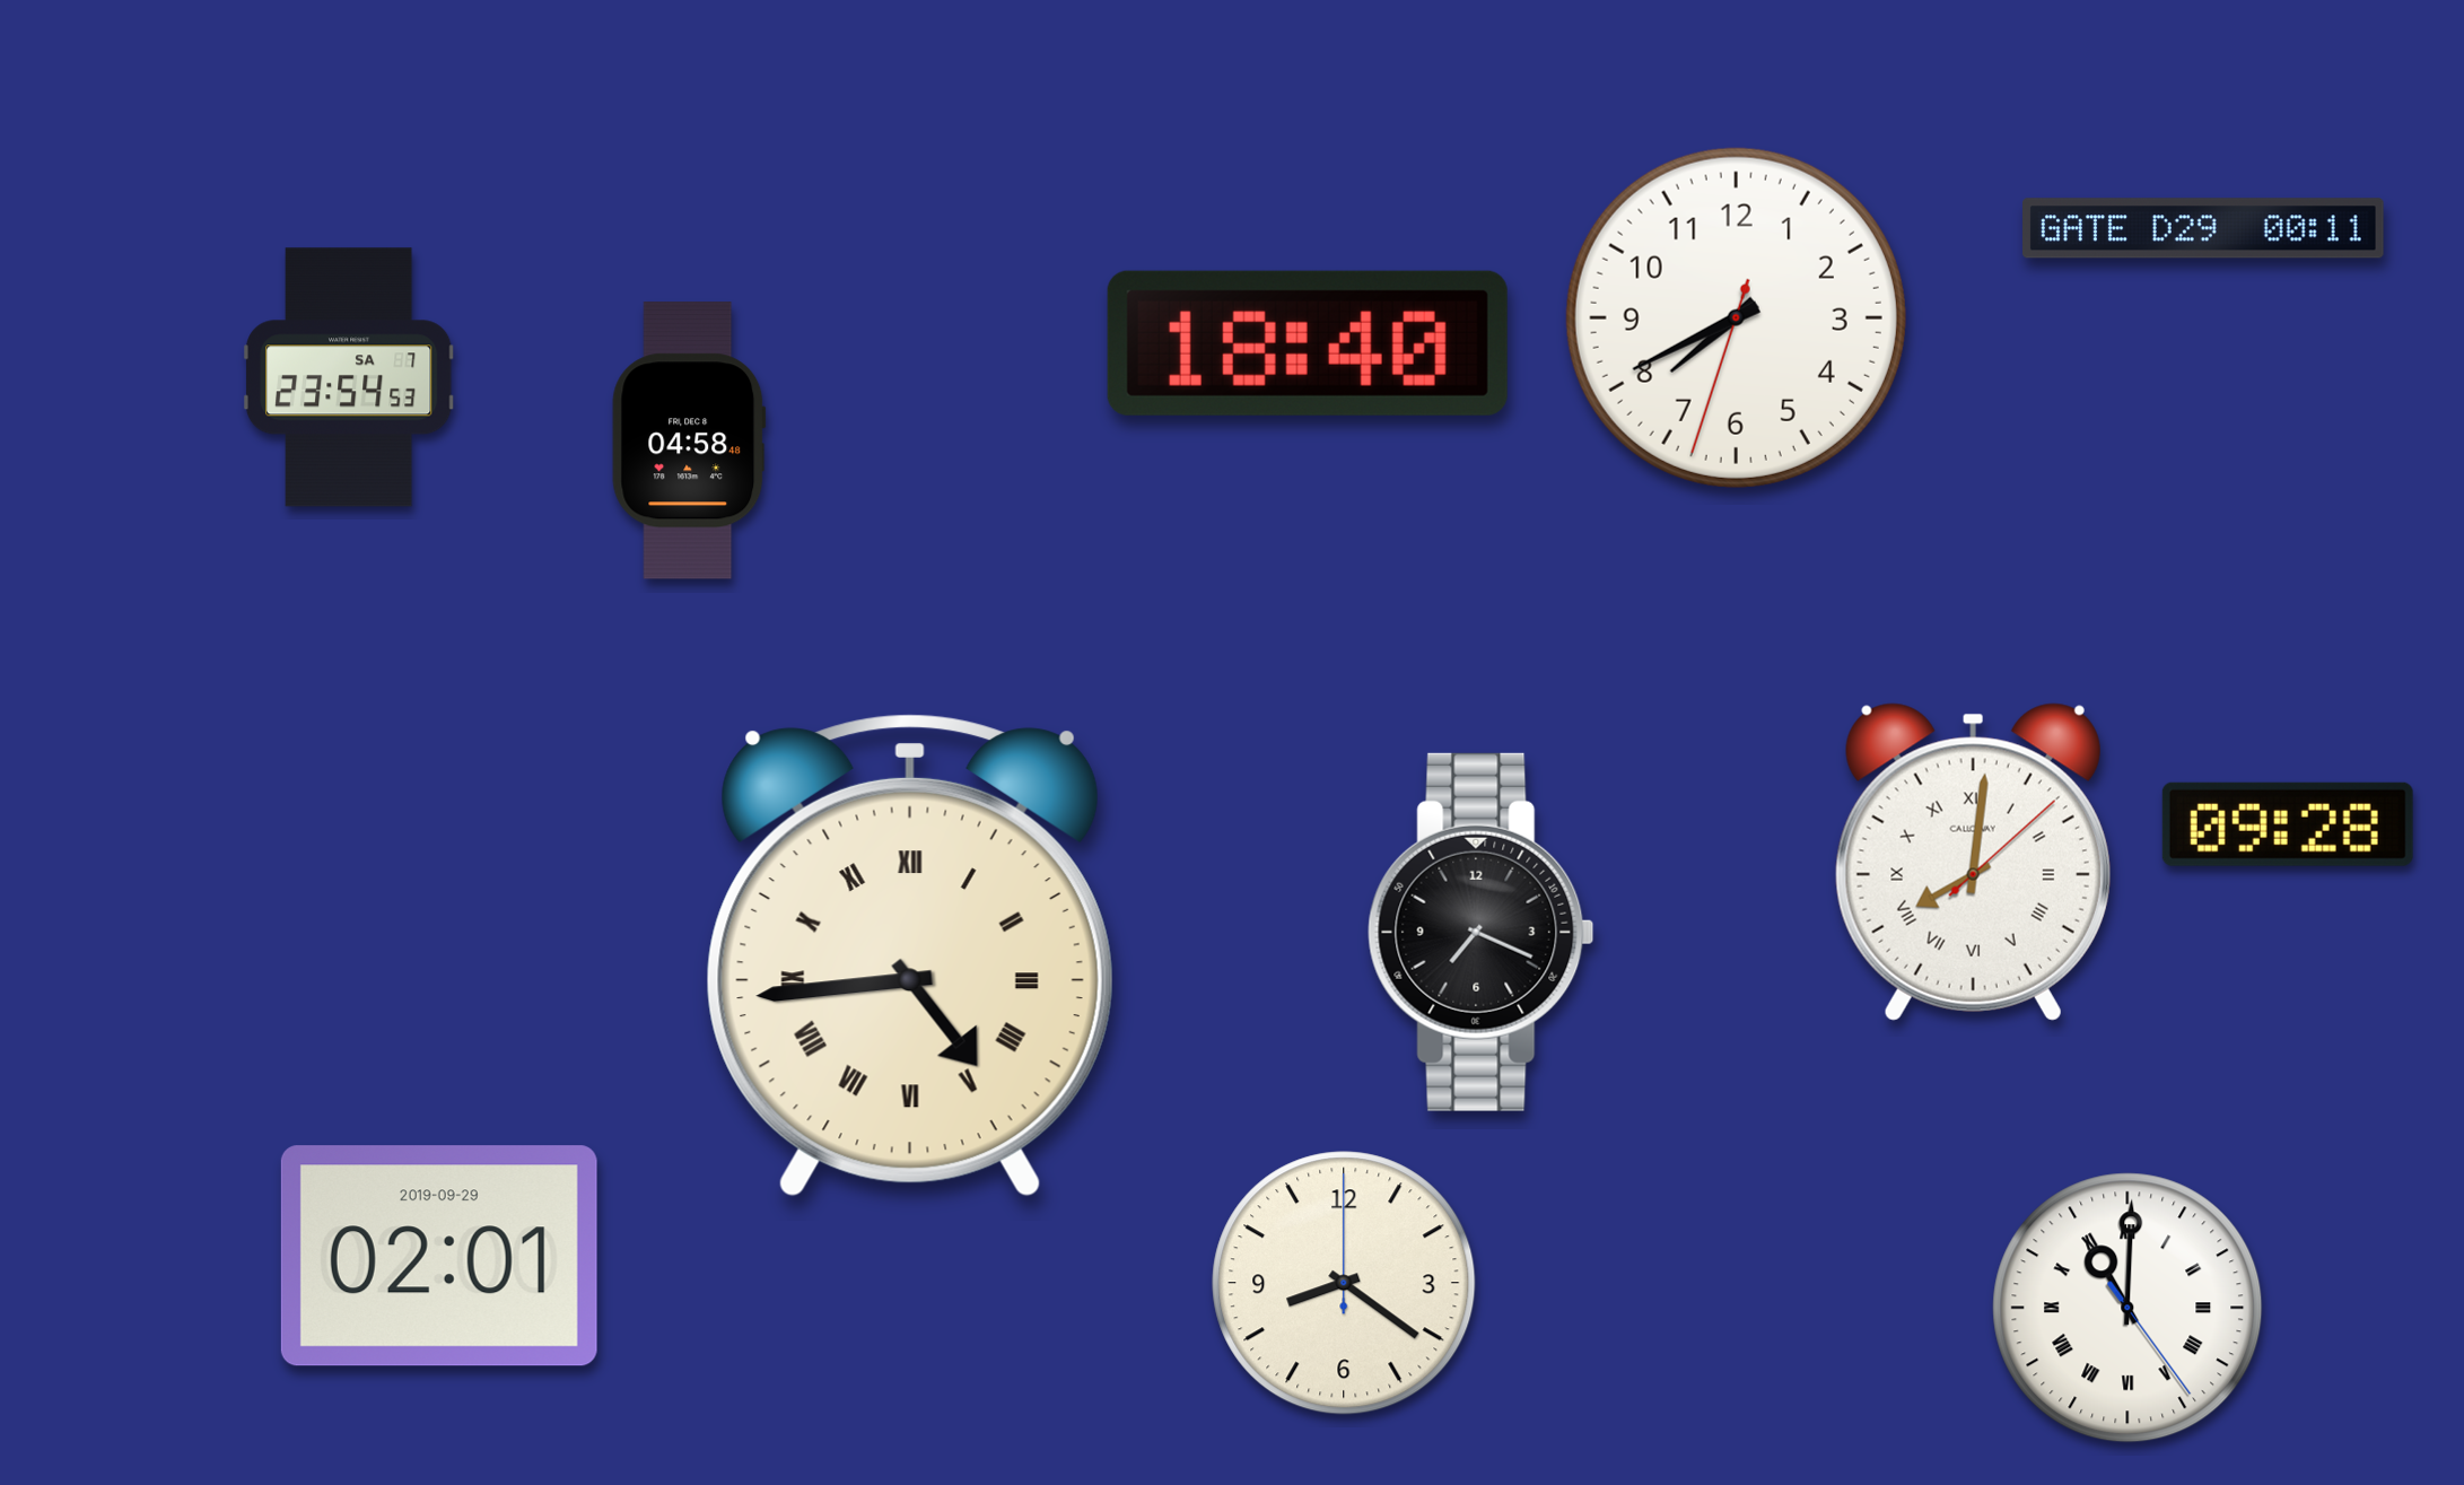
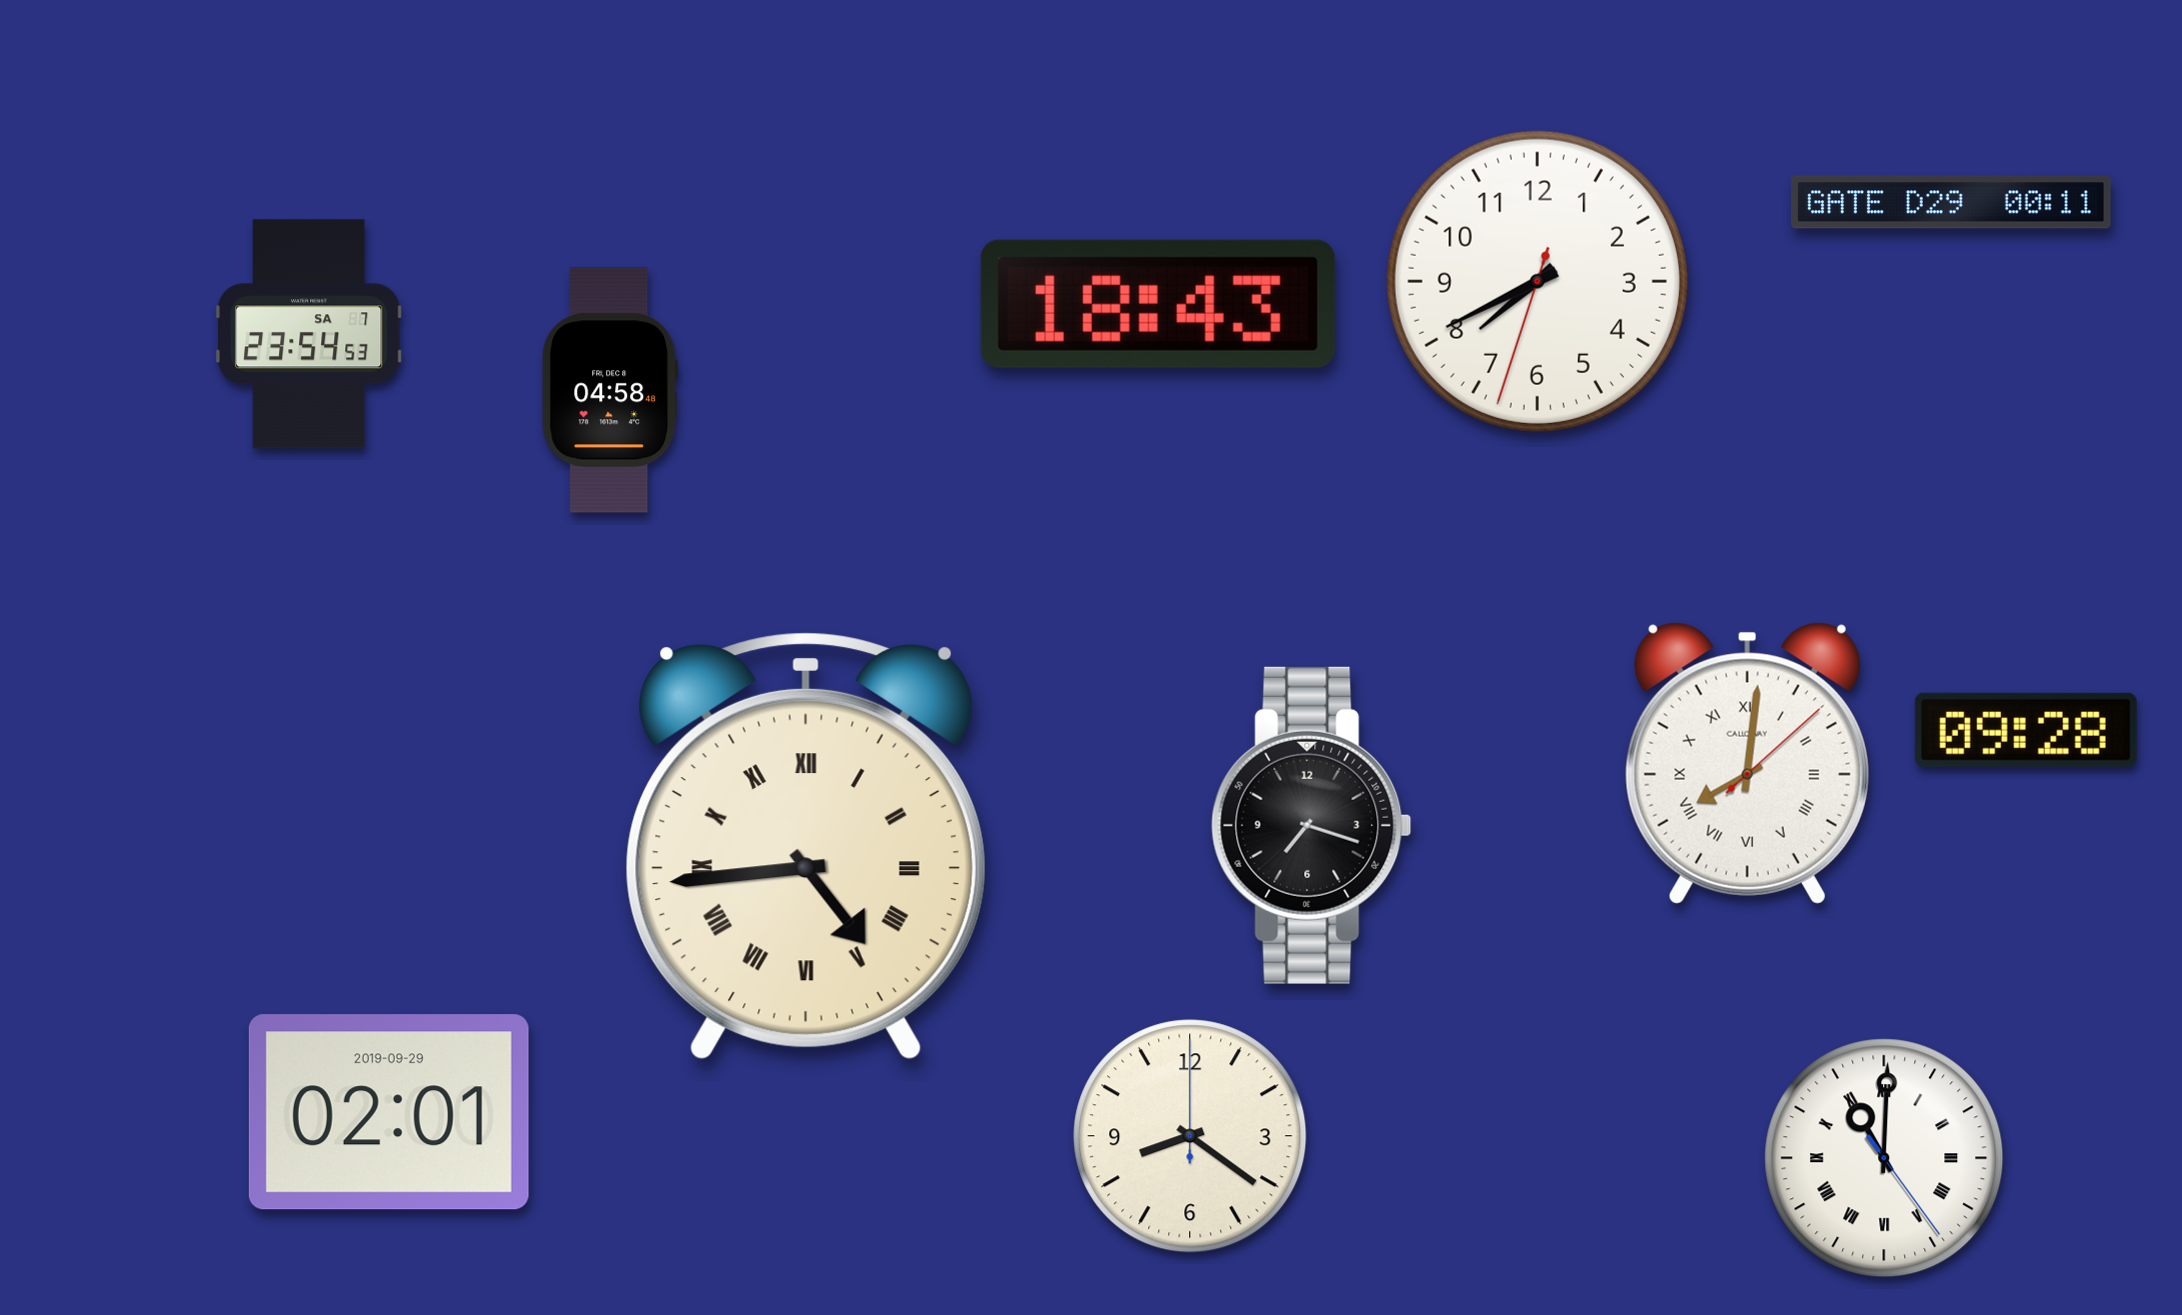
clock at (1308, 343): 18:40 -> 18:43
clock at (1482, 932): 7:19 -> 7:18
